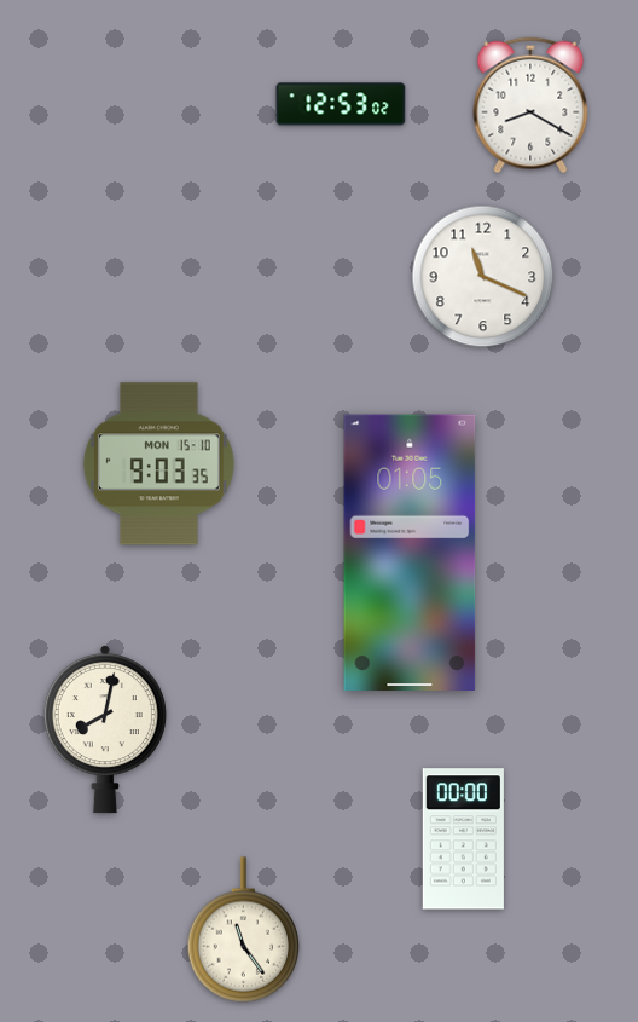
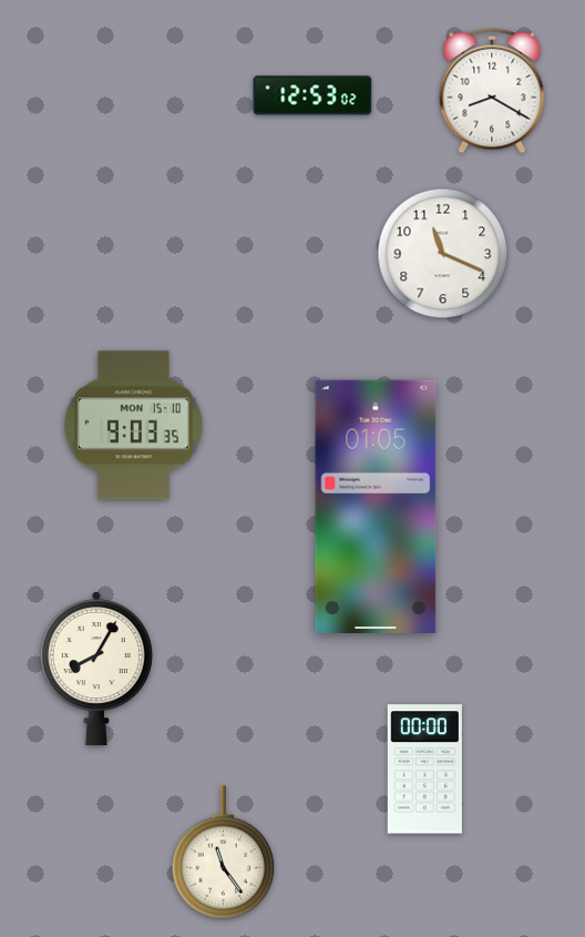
clock at (530, 105) position: (530, 105) -> (492, 91)
clock at (158, 464) position: (158, 464) -> (133, 426)
clock at (105, 731): 8:02 -> 8:05
